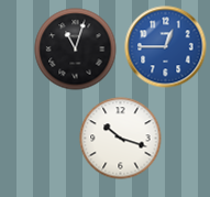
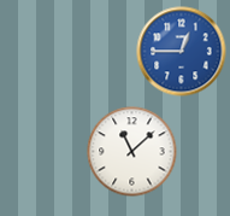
clock at (76, 50): 11:03 -> none
clock at (121, 139): 10:18 -> 11:08
